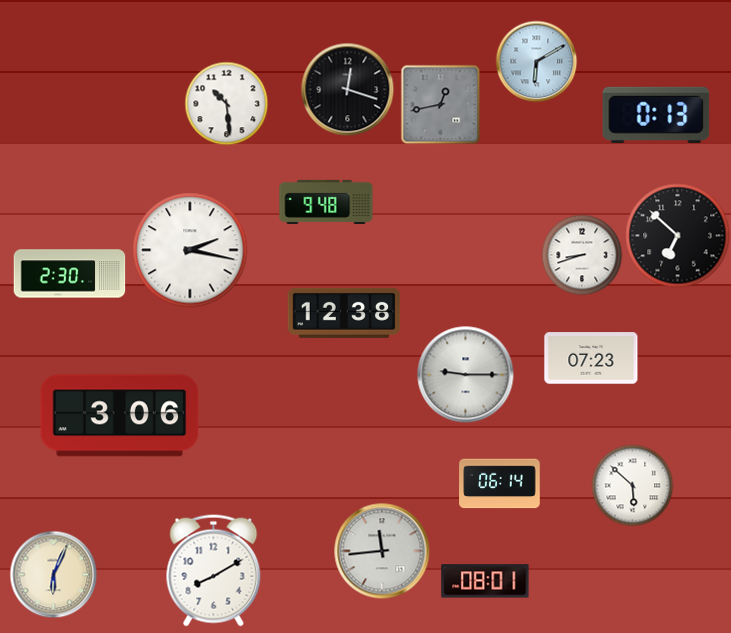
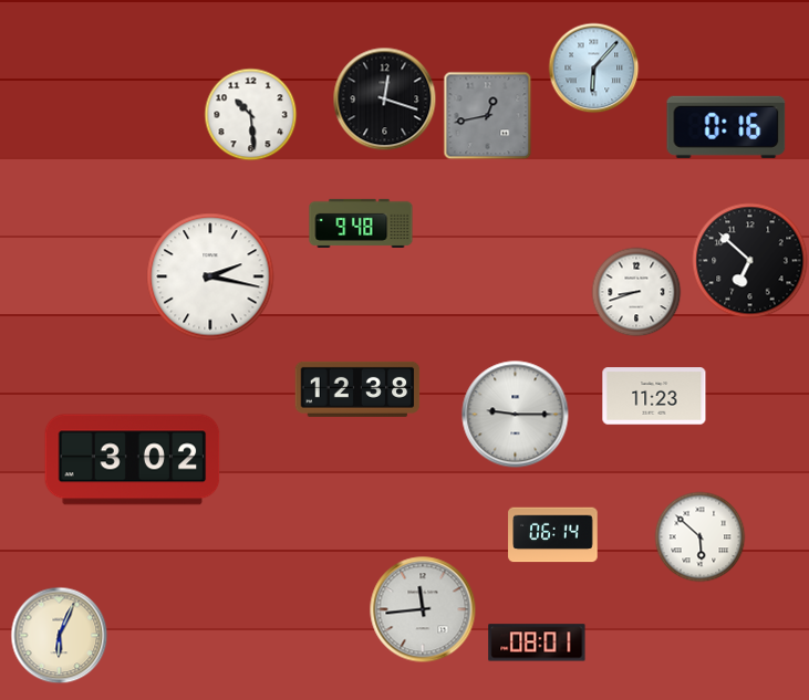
clock at (536, 61): 6:10 -> 6:07
clock at (656, 115): 0:13 -> 0:16
clock at (582, 255) position: (582, 255) -> (636, 292)
clock at (70, 274): 2:30 -> none
clock at (344, 313) position: (344, 313) -> (357, 389)
clock at (591, 358): 07:23 -> 11:23
clock at (120, 416): 3:06 -> 3:02
clock at (214, 571): 8:10 -> none
